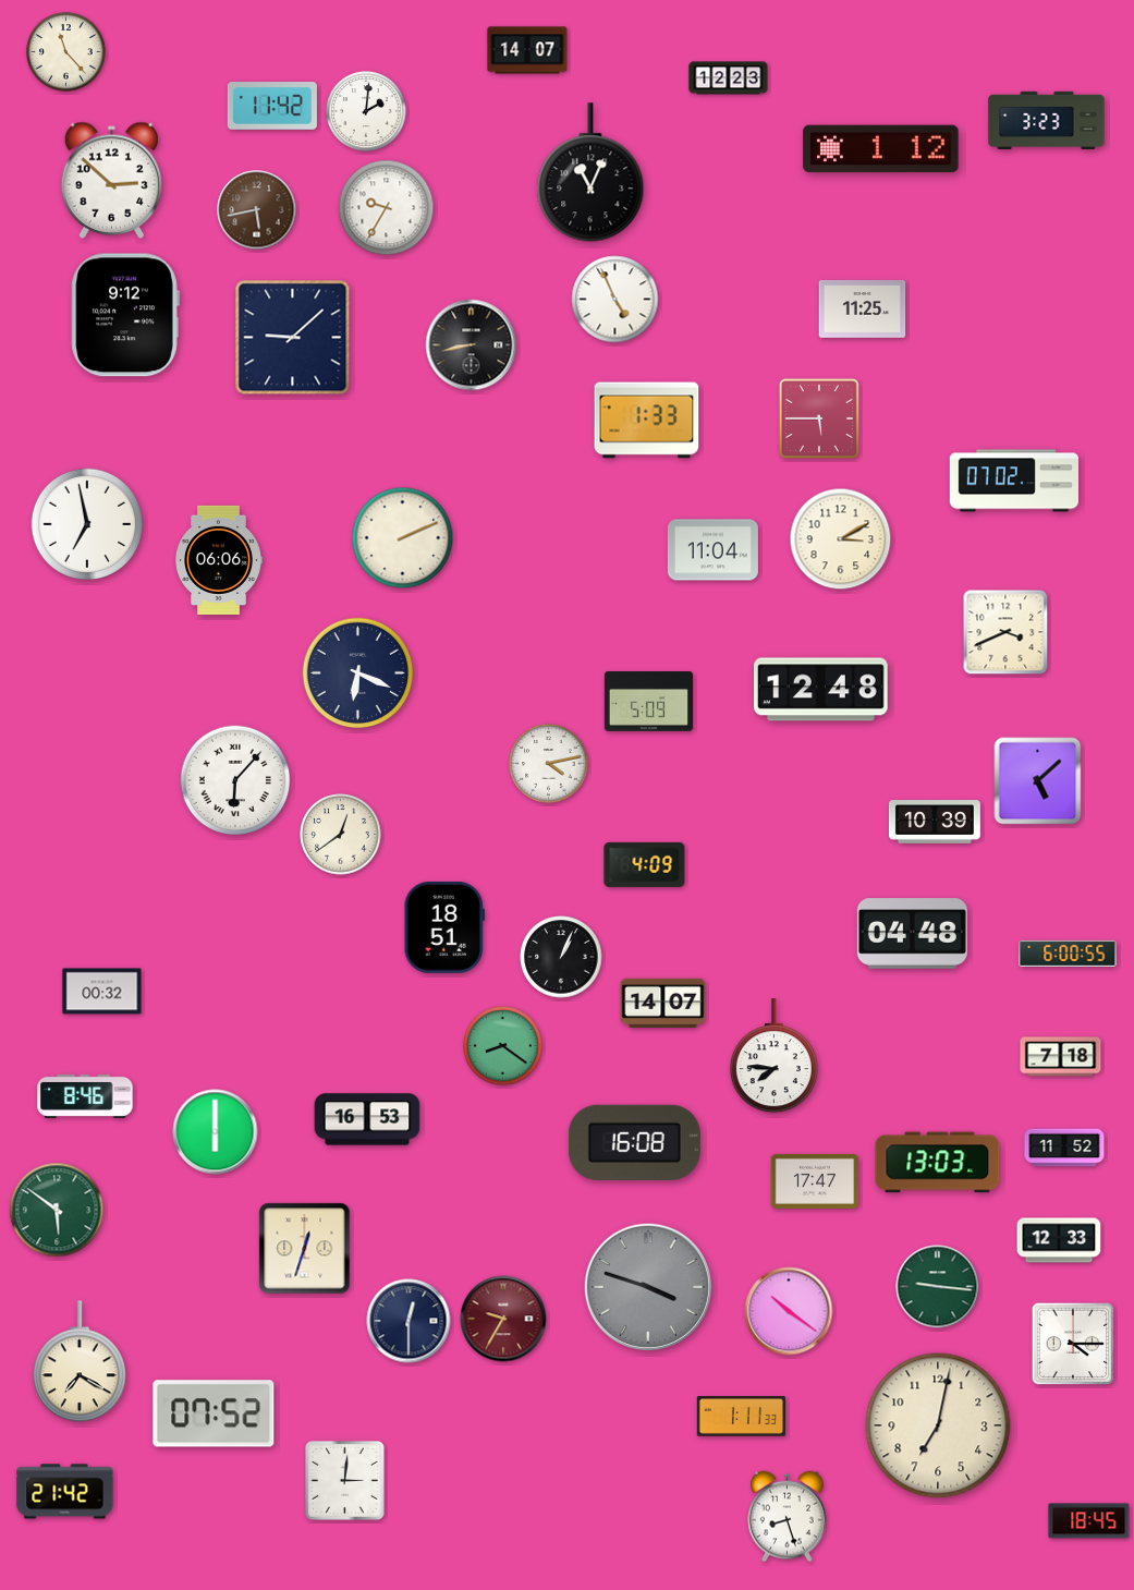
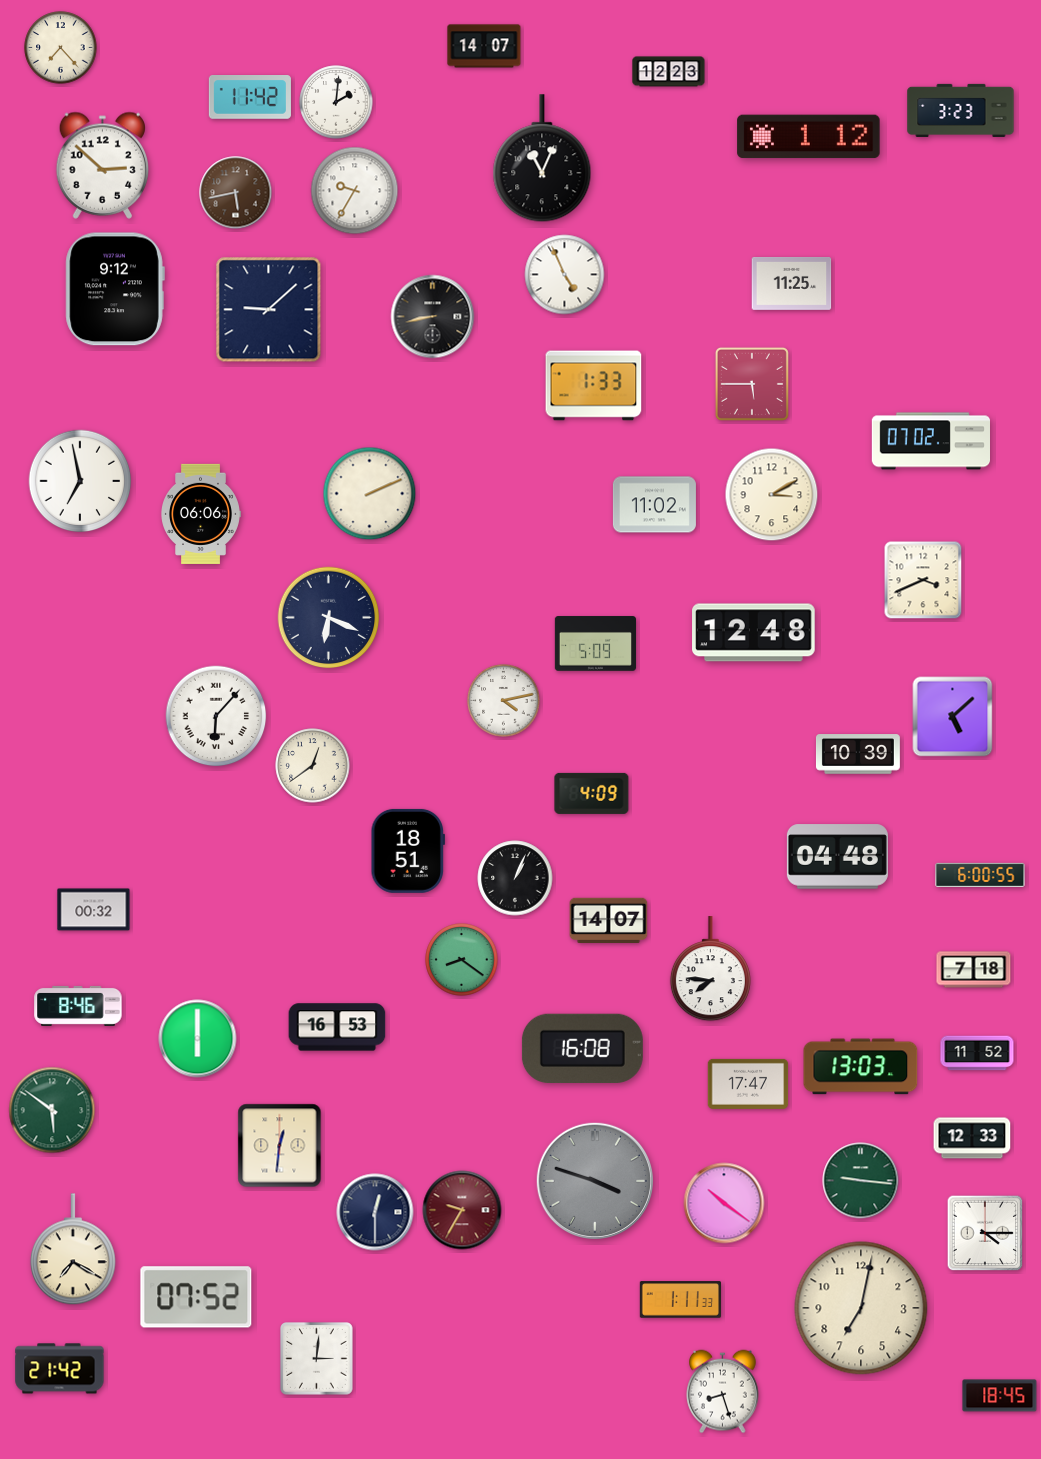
clock at (66, 52): 11:23 -> 7:23
clock at (712, 550): 11:04 -> 11:02
clock at (305, 1249): 12:33 -> 12:31
